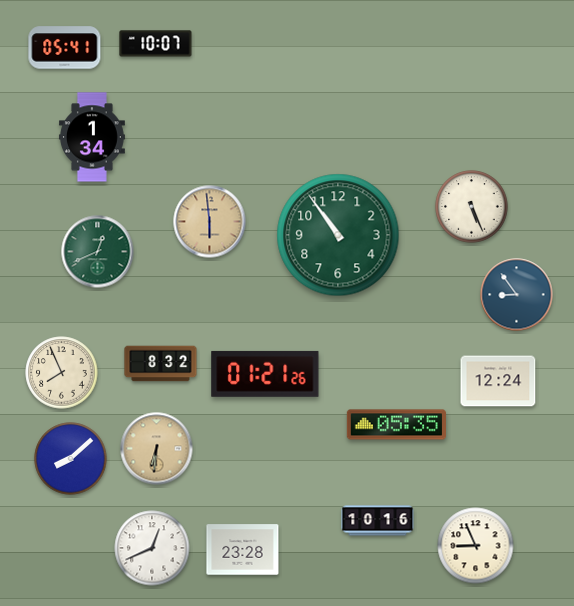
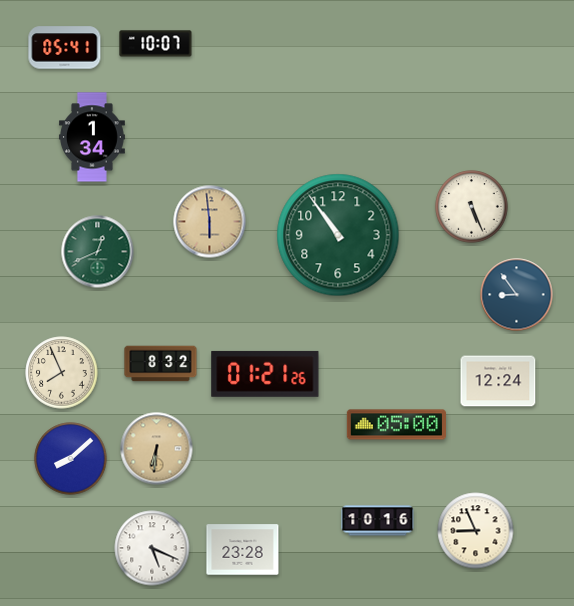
clock at (396, 425): 05:35 -> 05:00
clock at (476, 546) position: (476, 546) -> (476, 531)
clock at (152, 548): 12:41 -> 5:19
